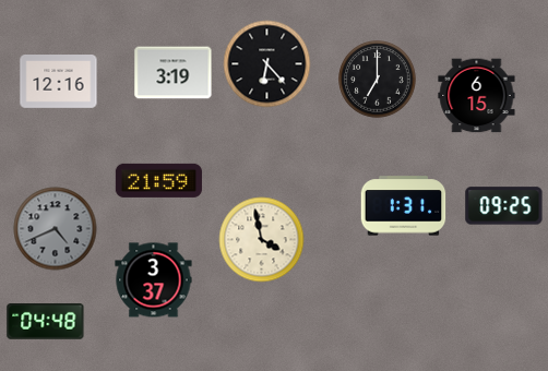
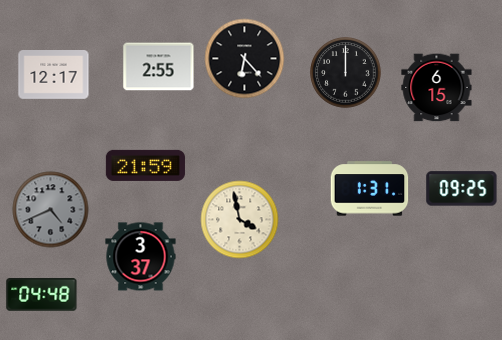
clock at (174, 73): 3:19 -> 2:55
clock at (378, 80): 7:00 -> 12:00
clock at (59, 82): 12:16 -> 12:17
